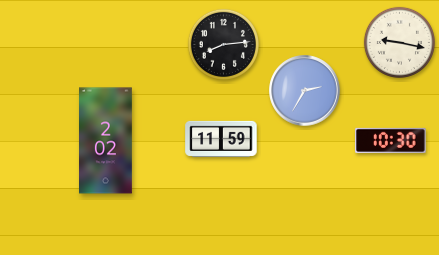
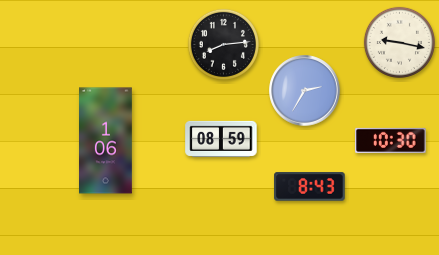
clock at (221, 139): 11:59 -> 08:59
clock at (106, 141): 2:02 -> 1:06
clock at (310, 187): none -> 8:43
